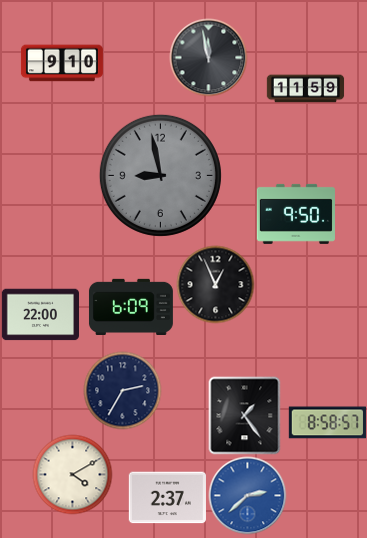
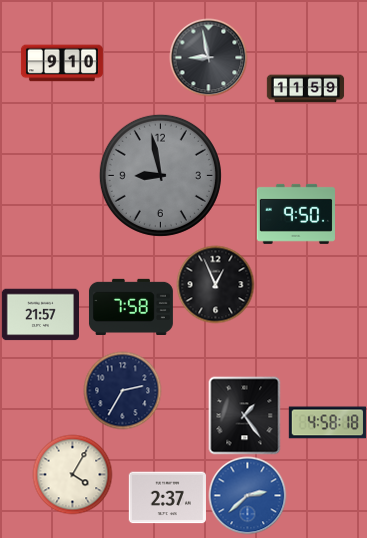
clock at (208, 57): 11:58 -> 8:58
clock at (131, 306): 6:09 -> 7:58
clock at (40, 315): 22:00 -> 21:57
clock at (327, 423): 8:58 -> 4:58
clock at (72, 474): 4:10 -> 4:05
